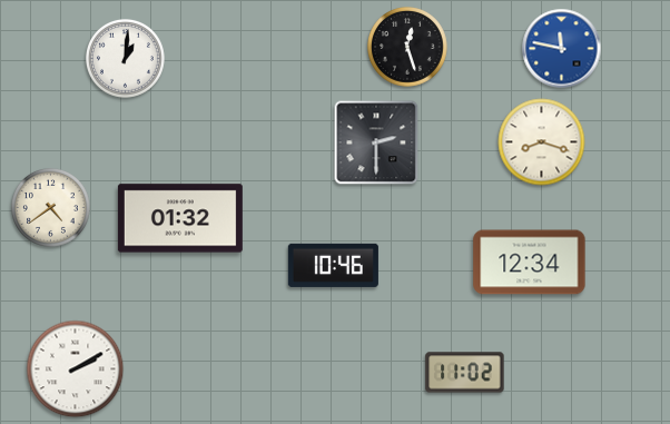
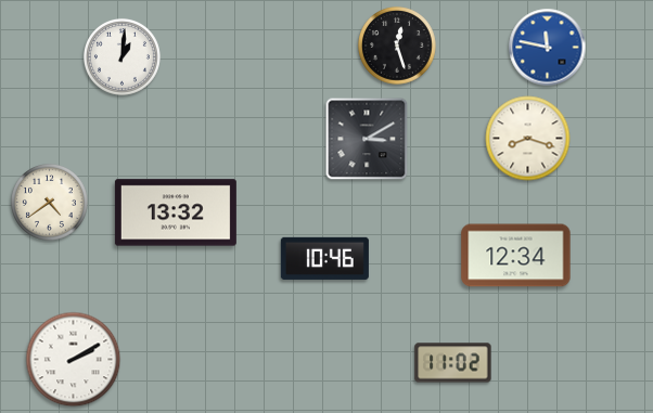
clock at (376, 142): 2:30 -> 3:10
clock at (180, 218): 01:32 -> 13:32
